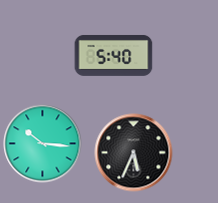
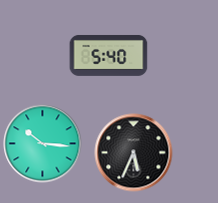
clock at (113, 55) position: (113, 55) -> (108, 55)
